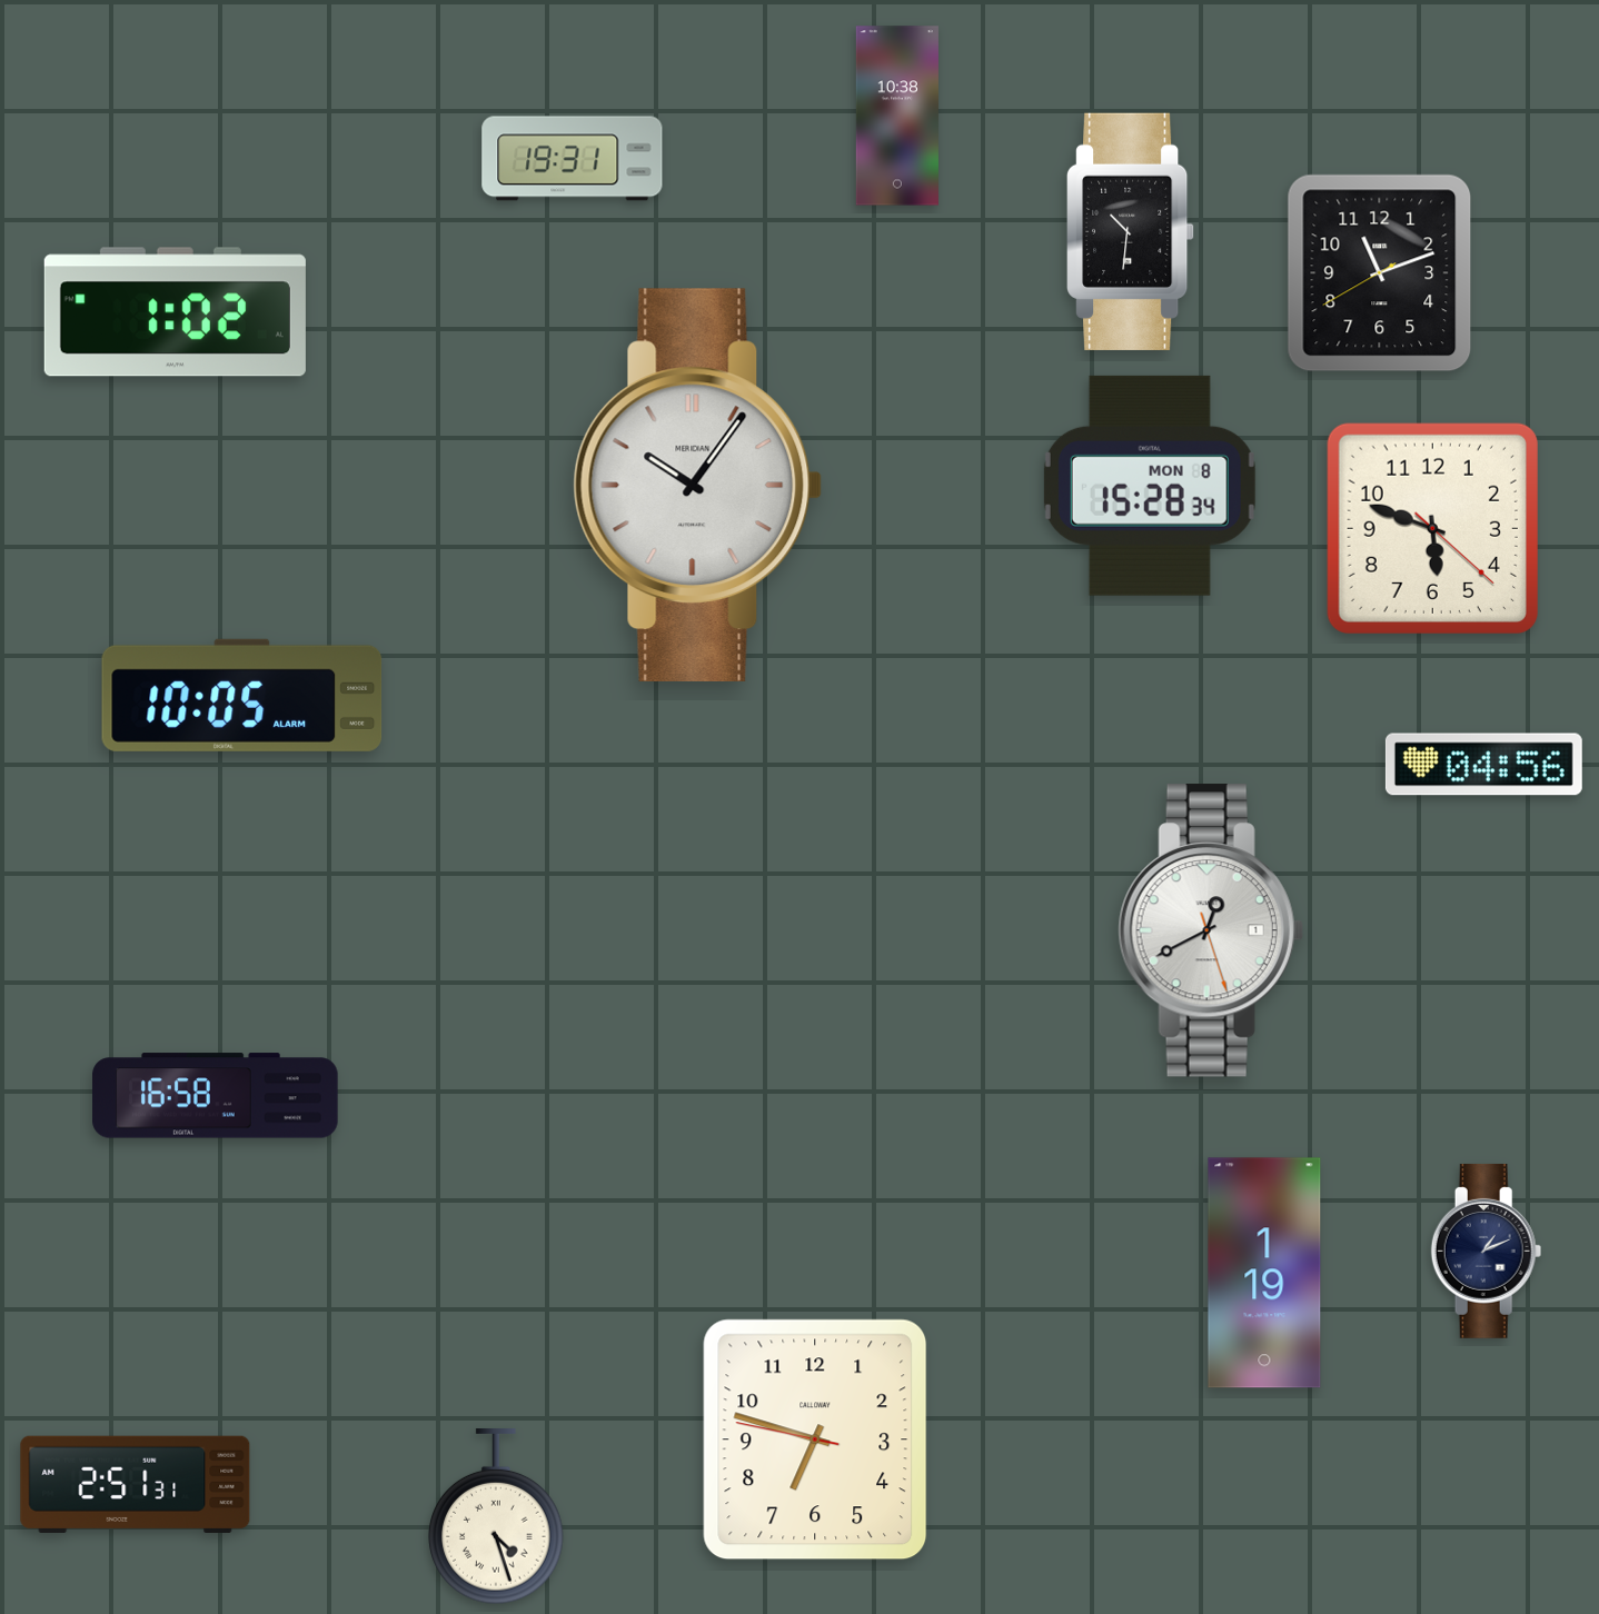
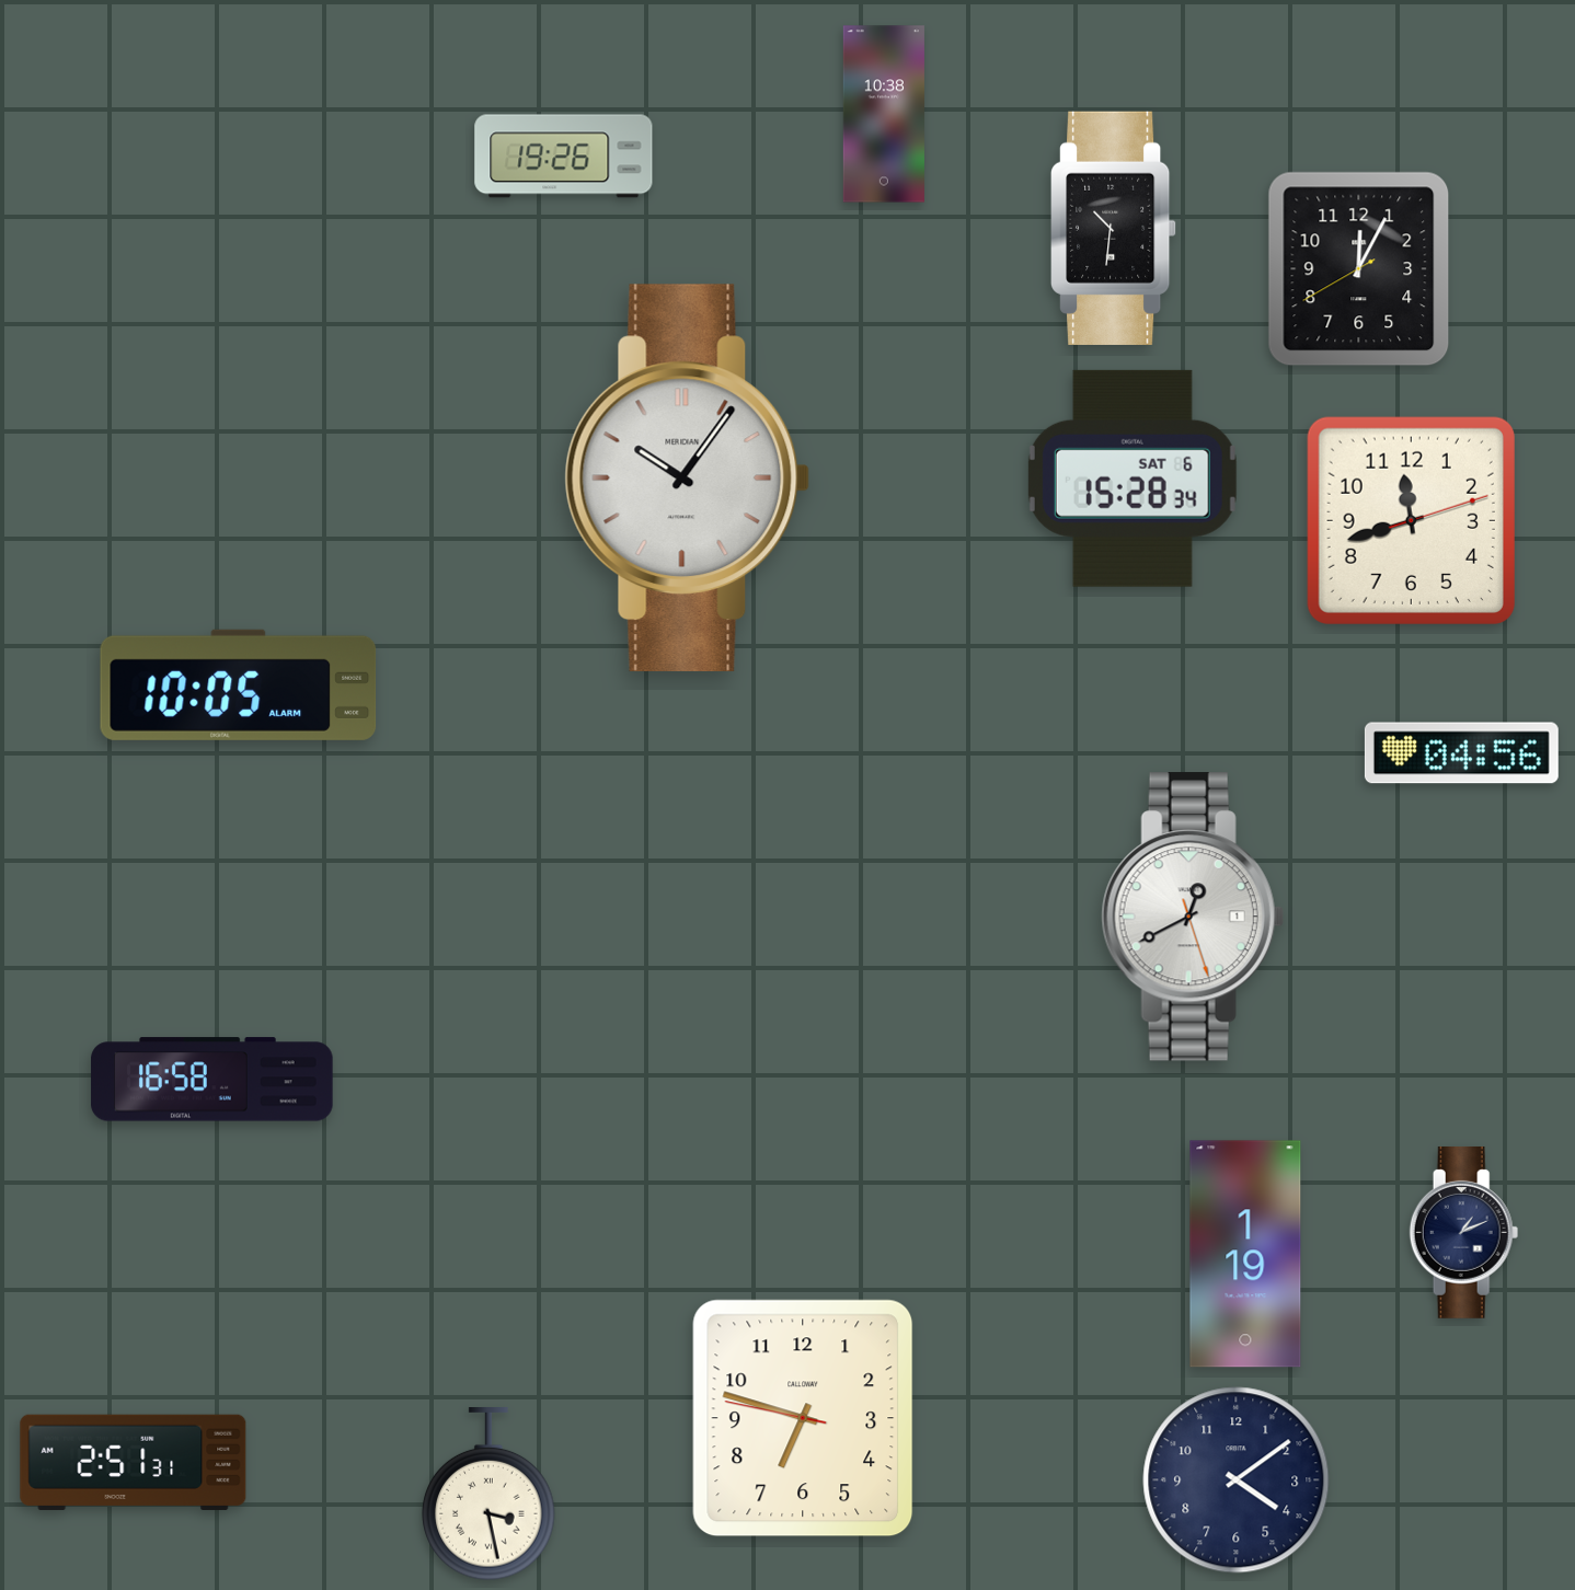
clock at (573, 159): 19:31 -> 19:26
clock at (1380, 273): 11:11 -> 12:04
clock at (175, 312): 1:02 -> none
clock at (1150, 486) date: MON 8 -> SAT 6
clock at (1432, 528): 5:48 -> 11:42
clock at (1237, 1480): none -> 4:09
clock at (496, 1517): 4:27 -> 3:28
